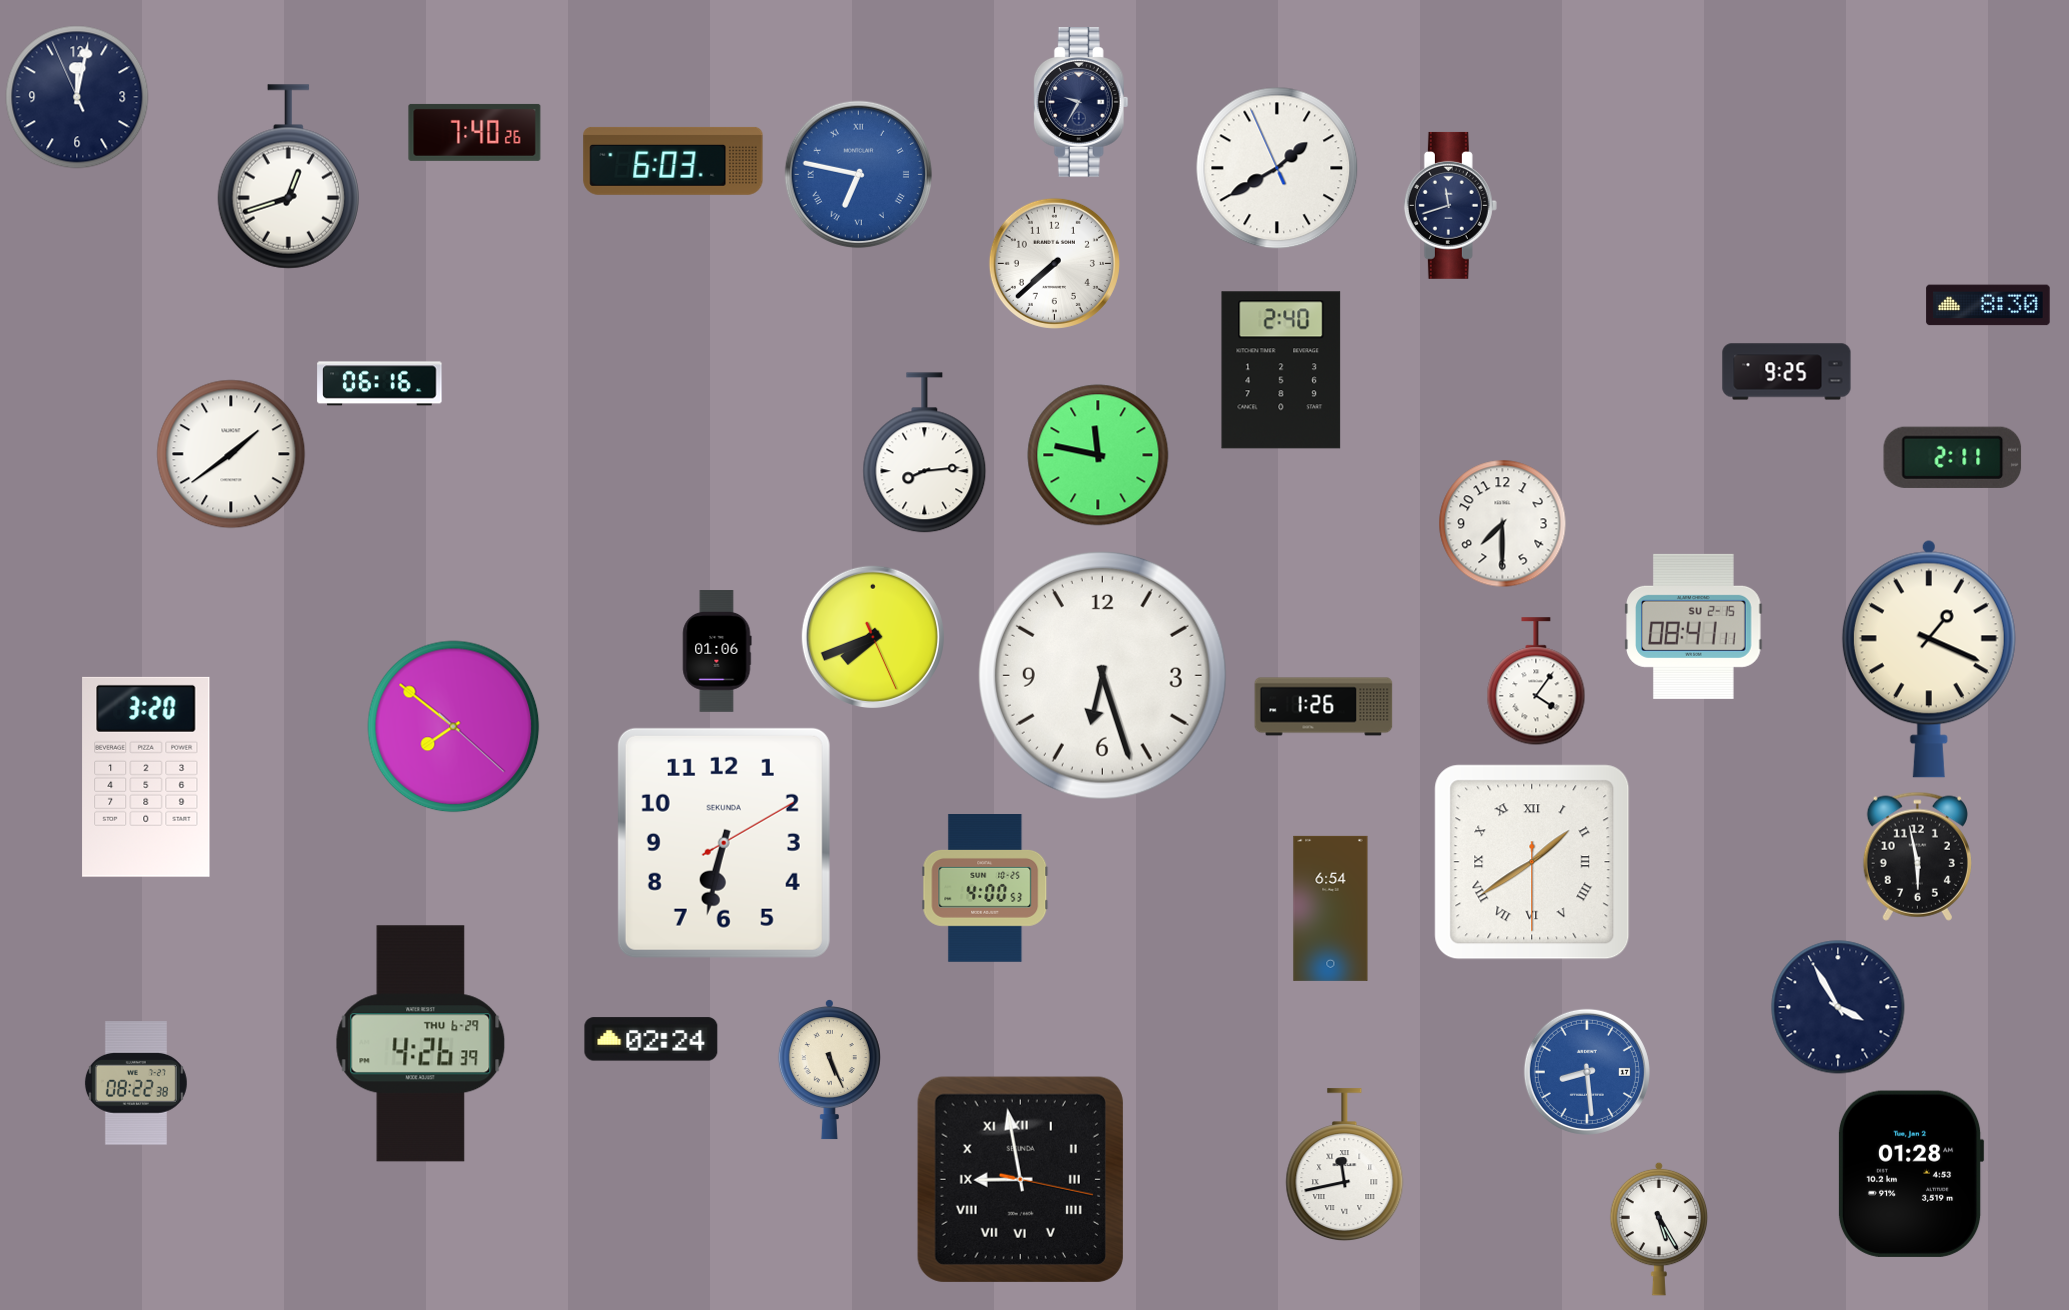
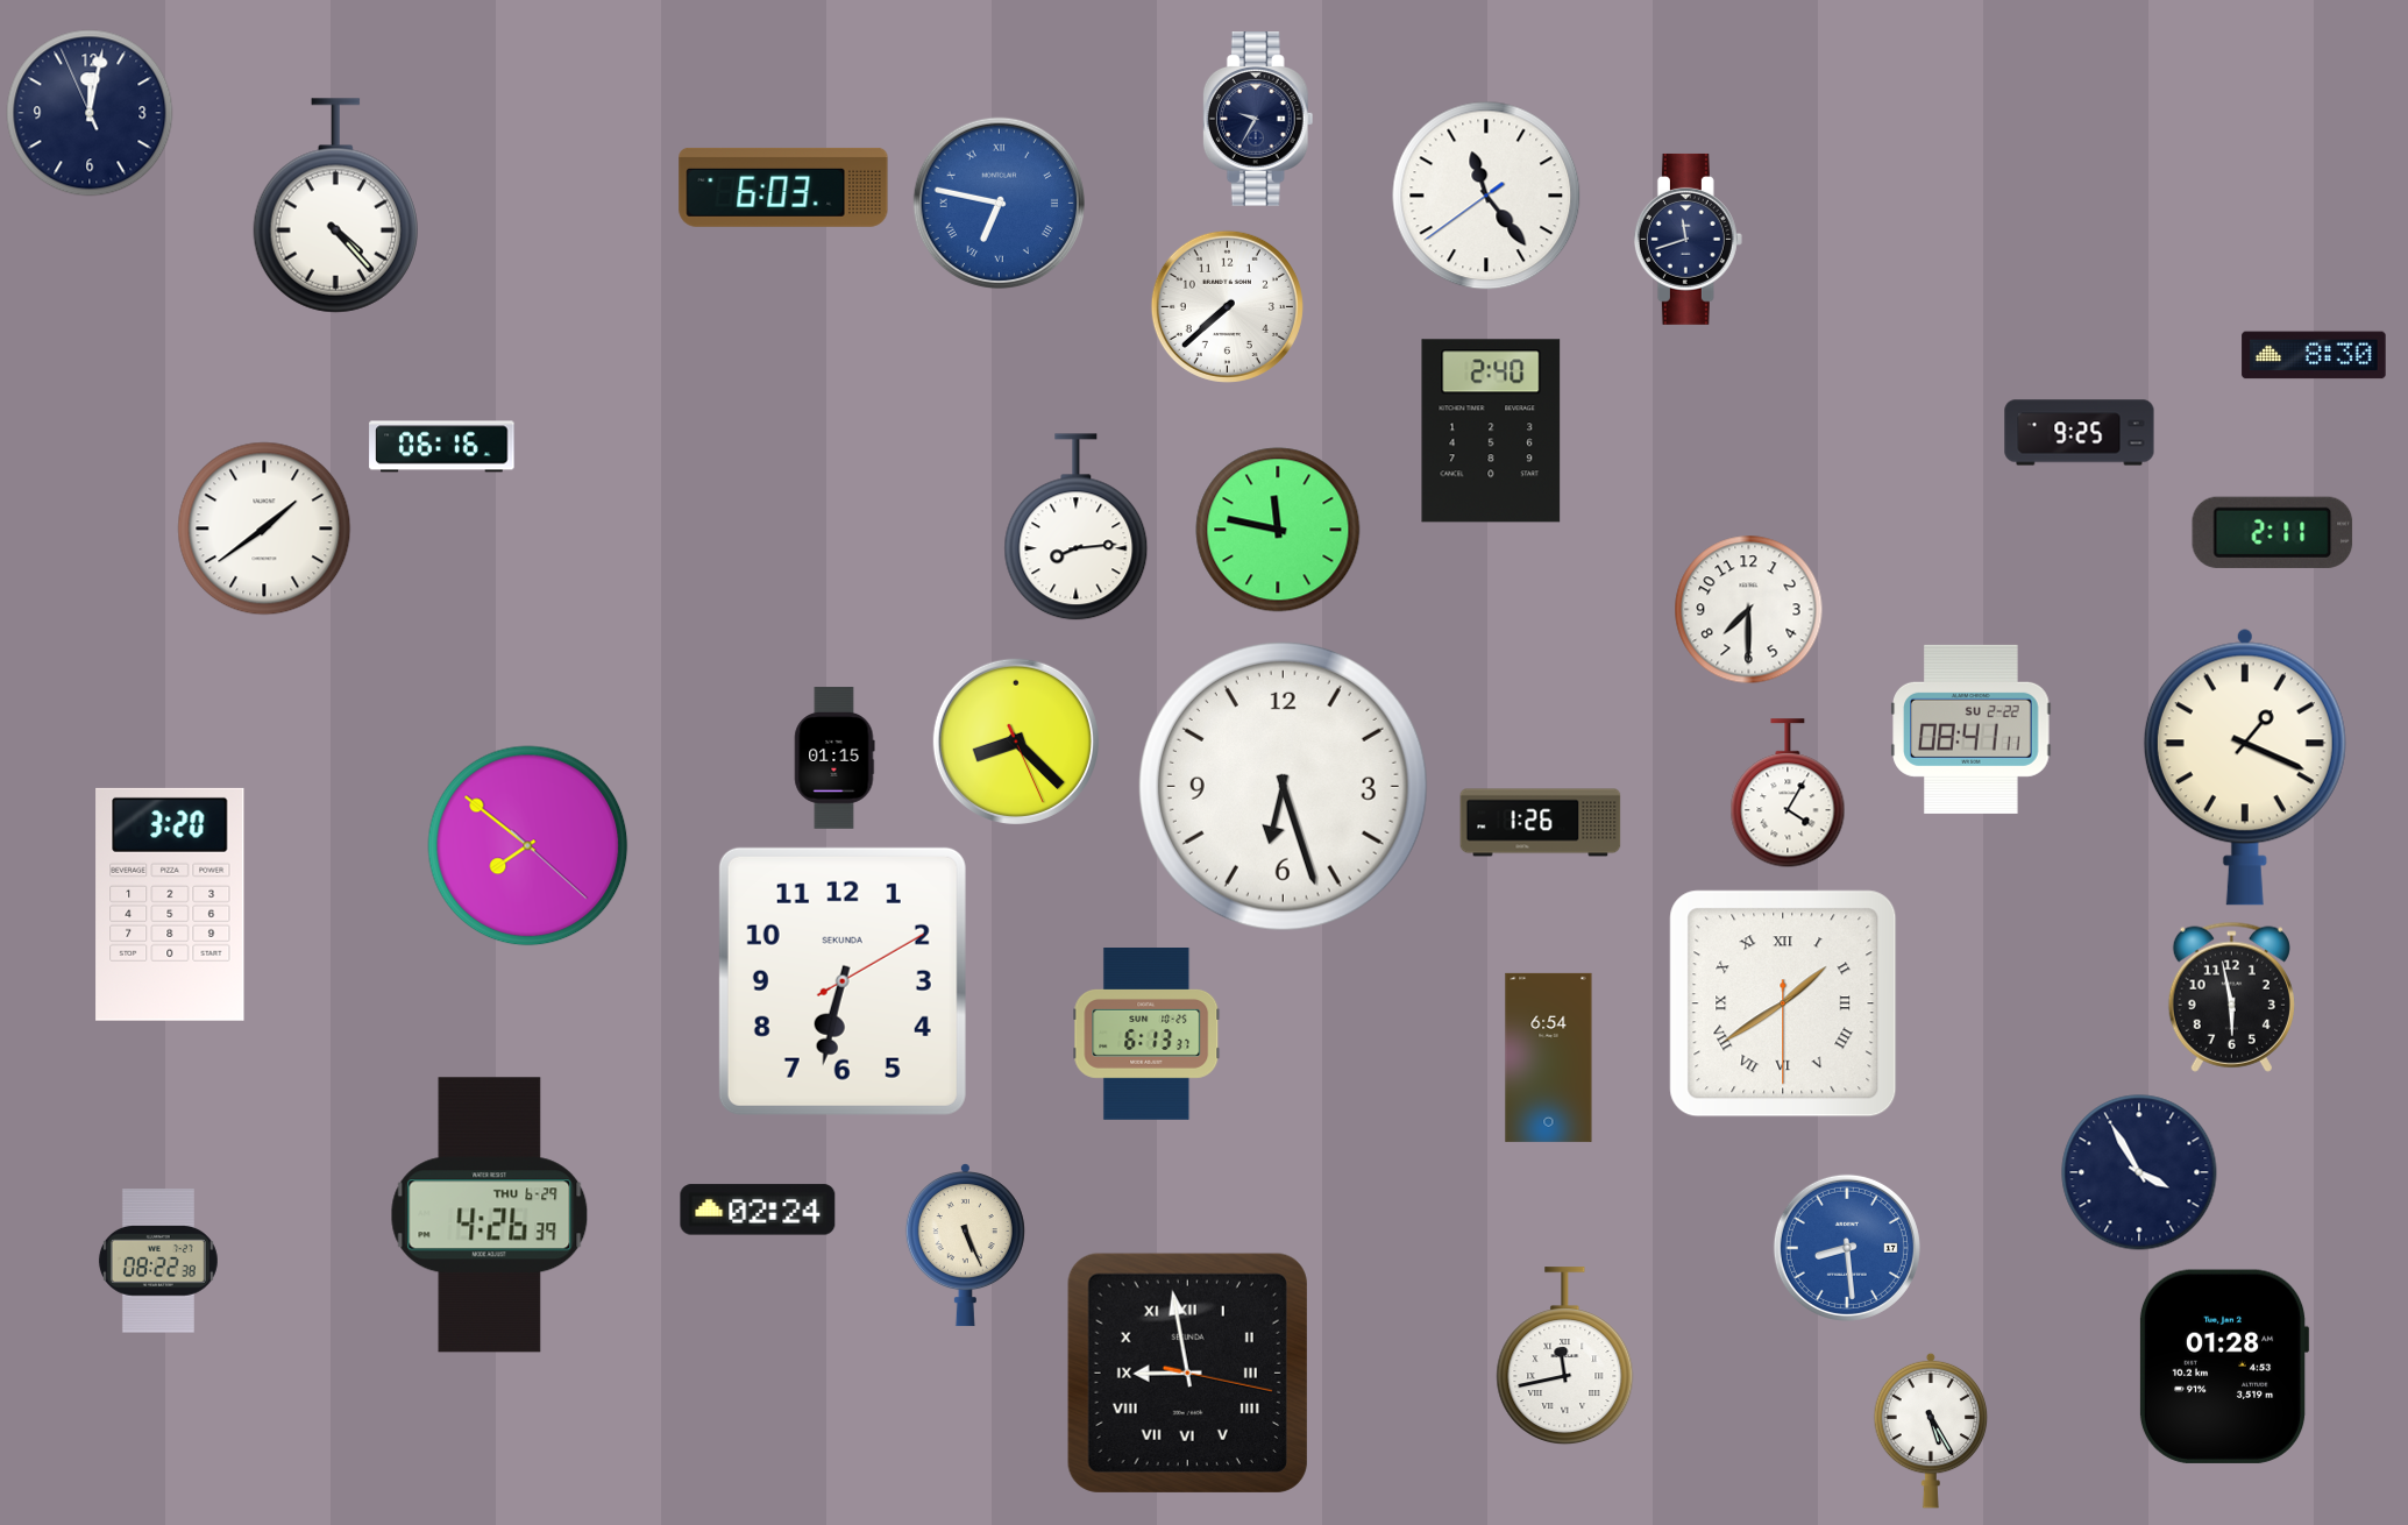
clock at (475, 132): 7:40 -> none
clock at (1277, 168): 1:39 -> 11:23
clock at (288, 177): 12:42 -> 4:23
clock at (231, 454) position: (231, 454) -> (264, 529)
clock at (1694, 626) date: SU 2-15 -> SU 2-22
clock at (873, 637): 7:41 -> 8:22
clock at (717, 651): 01:06 -> 01:15
clock at (1536, 682): 4:06 -> 4:05
clock at (985, 889): 4:00 -> 6:13
